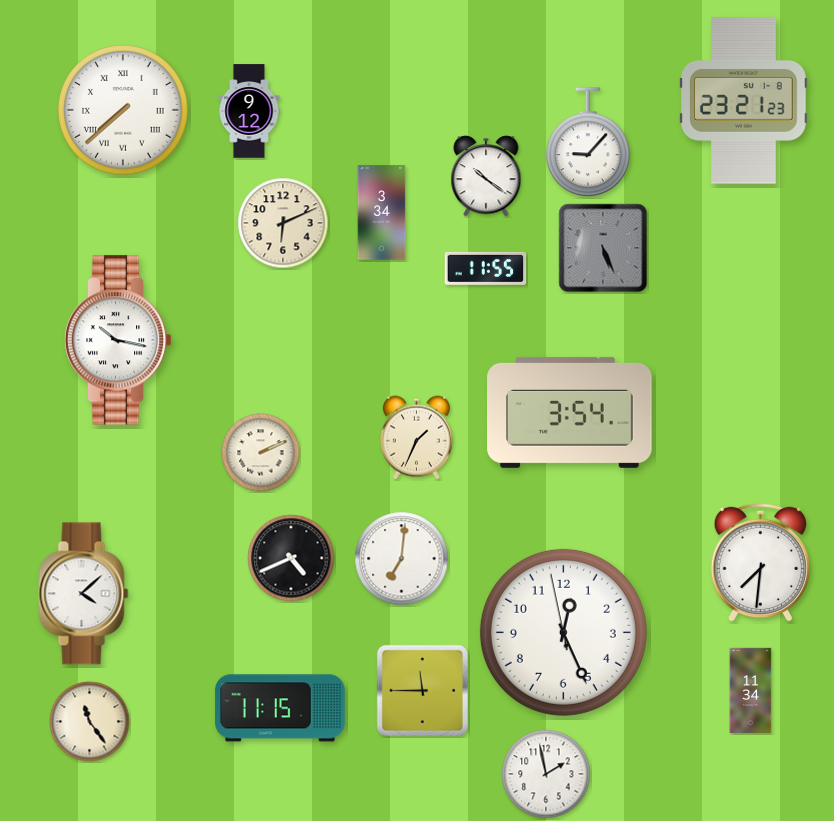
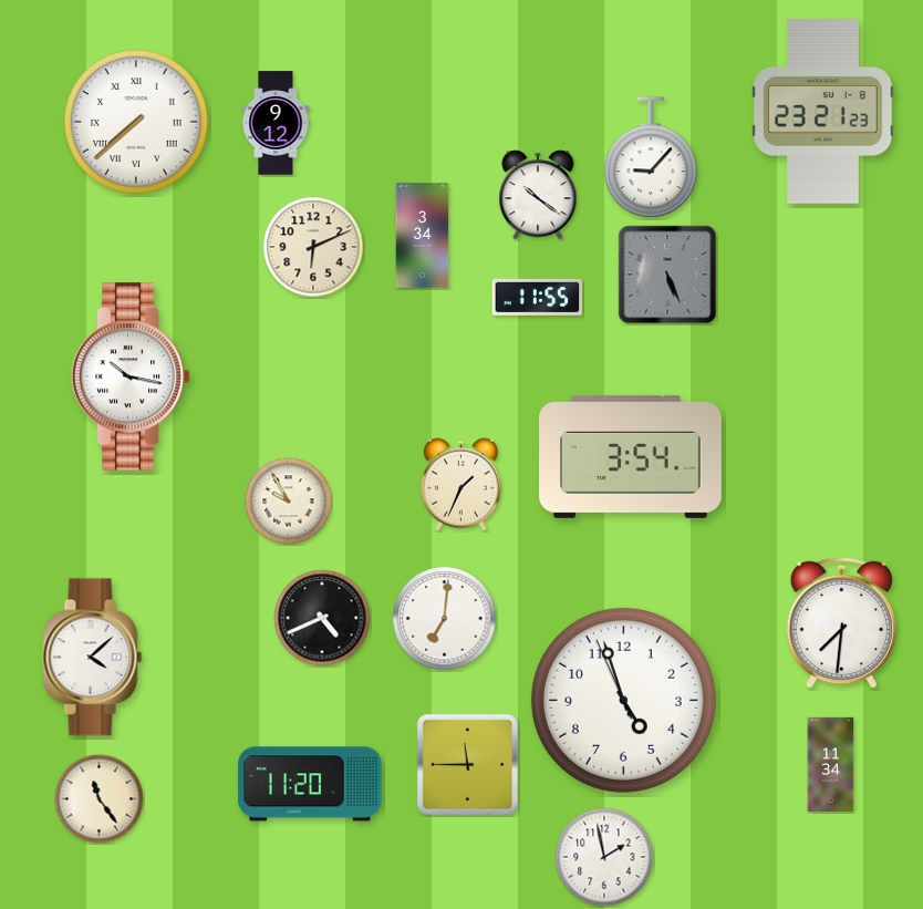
clock at (261, 453): 2:11 -> 9:55
clock at (563, 632): 12:25 -> 4:56
clock at (280, 708): 11:15 -> 11:20
